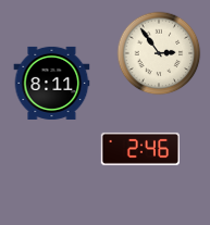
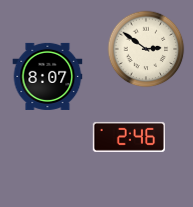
clock at (159, 53): 2:54 -> 2:51
clock at (52, 83): 8:11 -> 8:07
